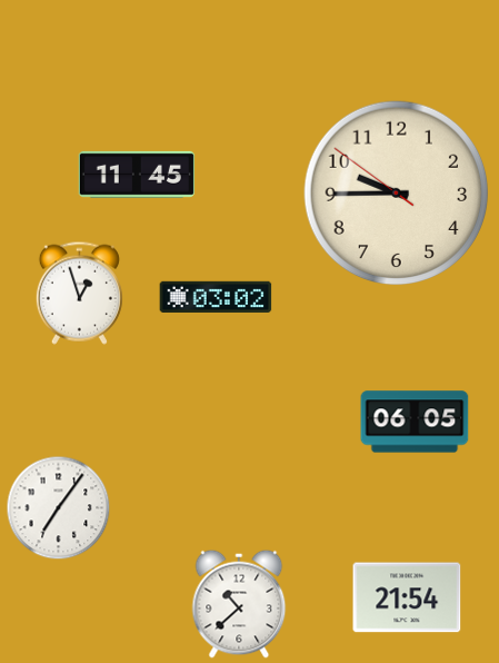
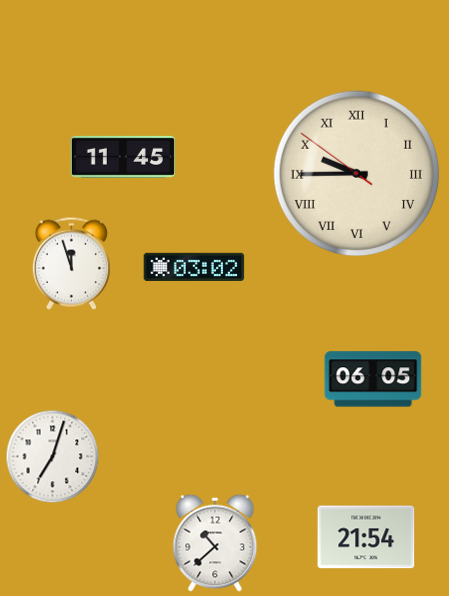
clock at (397, 194) numerals: Arabic -> Roman
clock at (79, 293): 12:57 -> 11:57
clock at (59, 508): 7:06 -> 7:03
